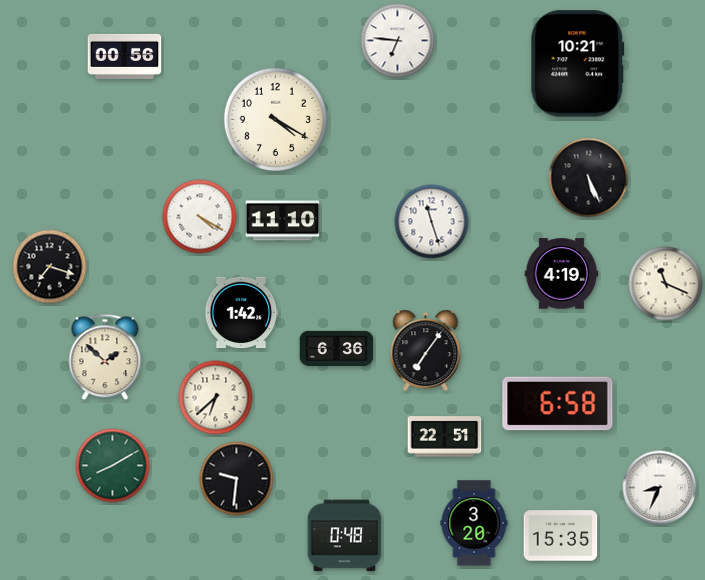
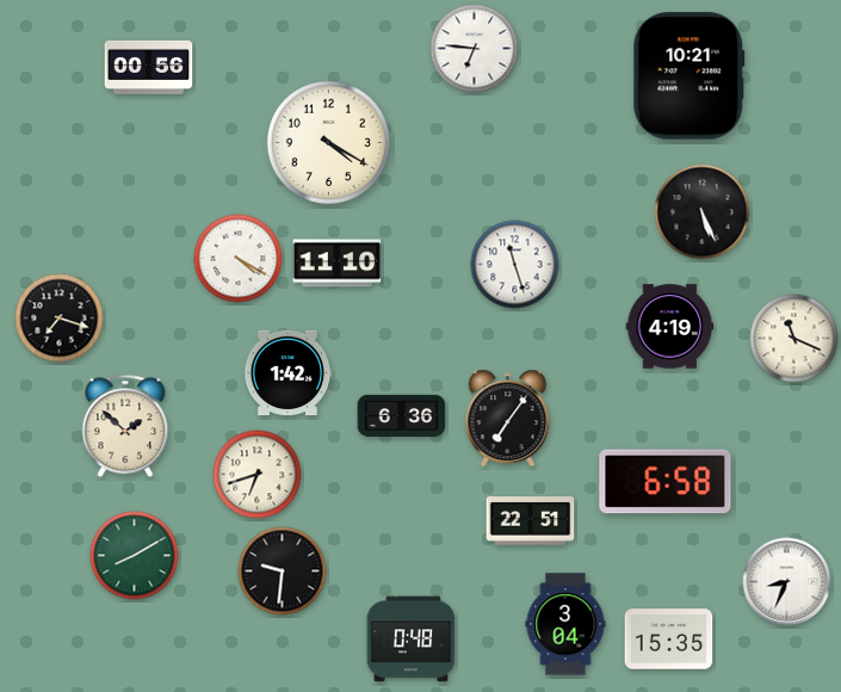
clock at (216, 398): 6:38 -> 6:42
clock at (474, 523): 3:20 -> 3:04
